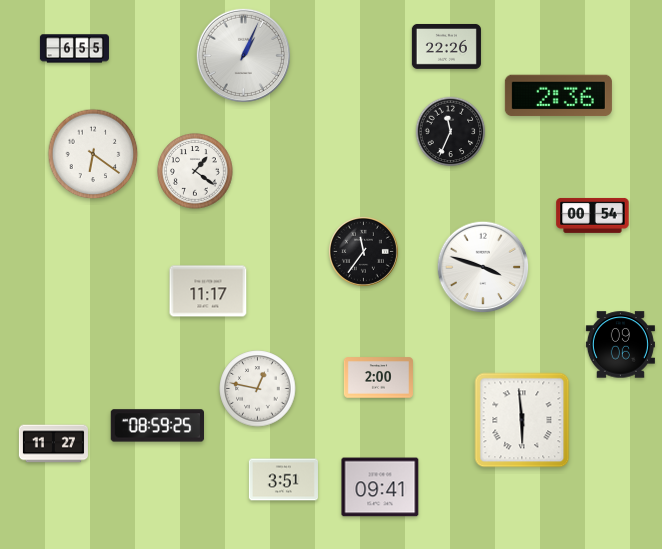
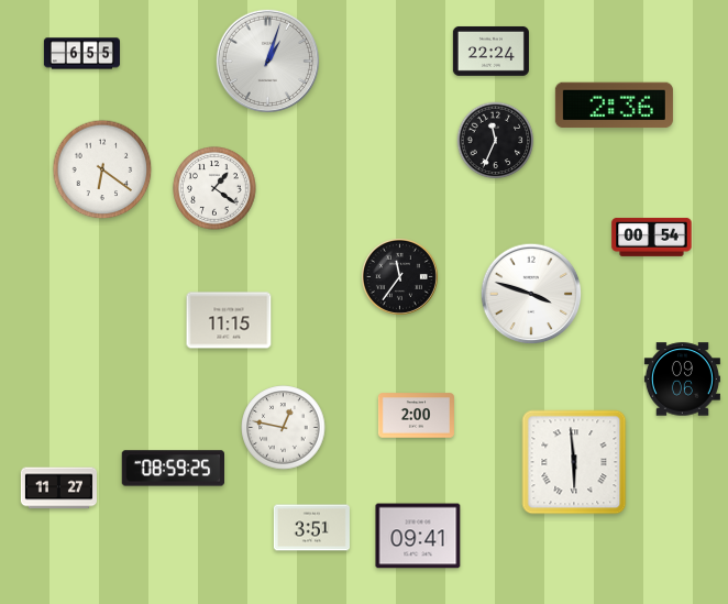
clock at (446, 46): 22:26 -> 22:24
clock at (243, 55): 1:04 -> 1:03
clock at (451, 132) position: (451, 132) -> (496, 141)
clock at (208, 291): 11:17 -> 11:15
